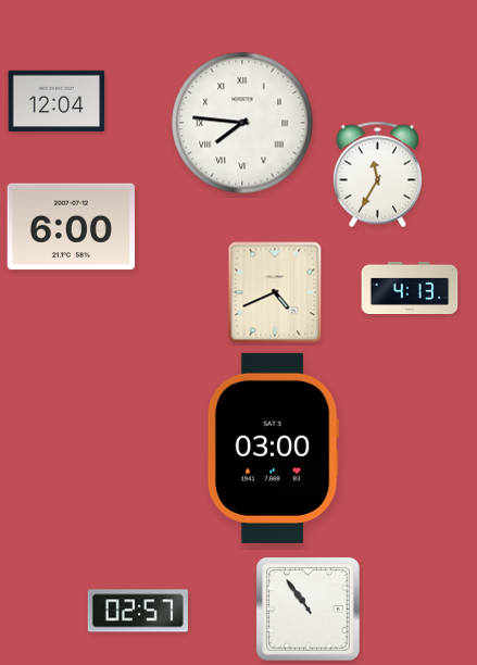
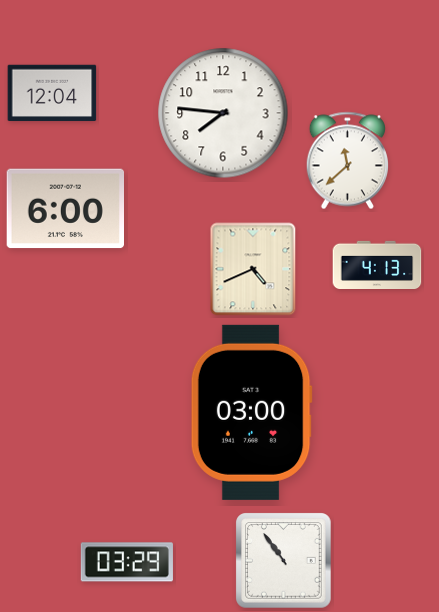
clock at (242, 123) numerals: Roman -> Arabic
clock at (377, 175): 11:35 -> 11:38
clock at (138, 611): 02:57 -> 03:29
